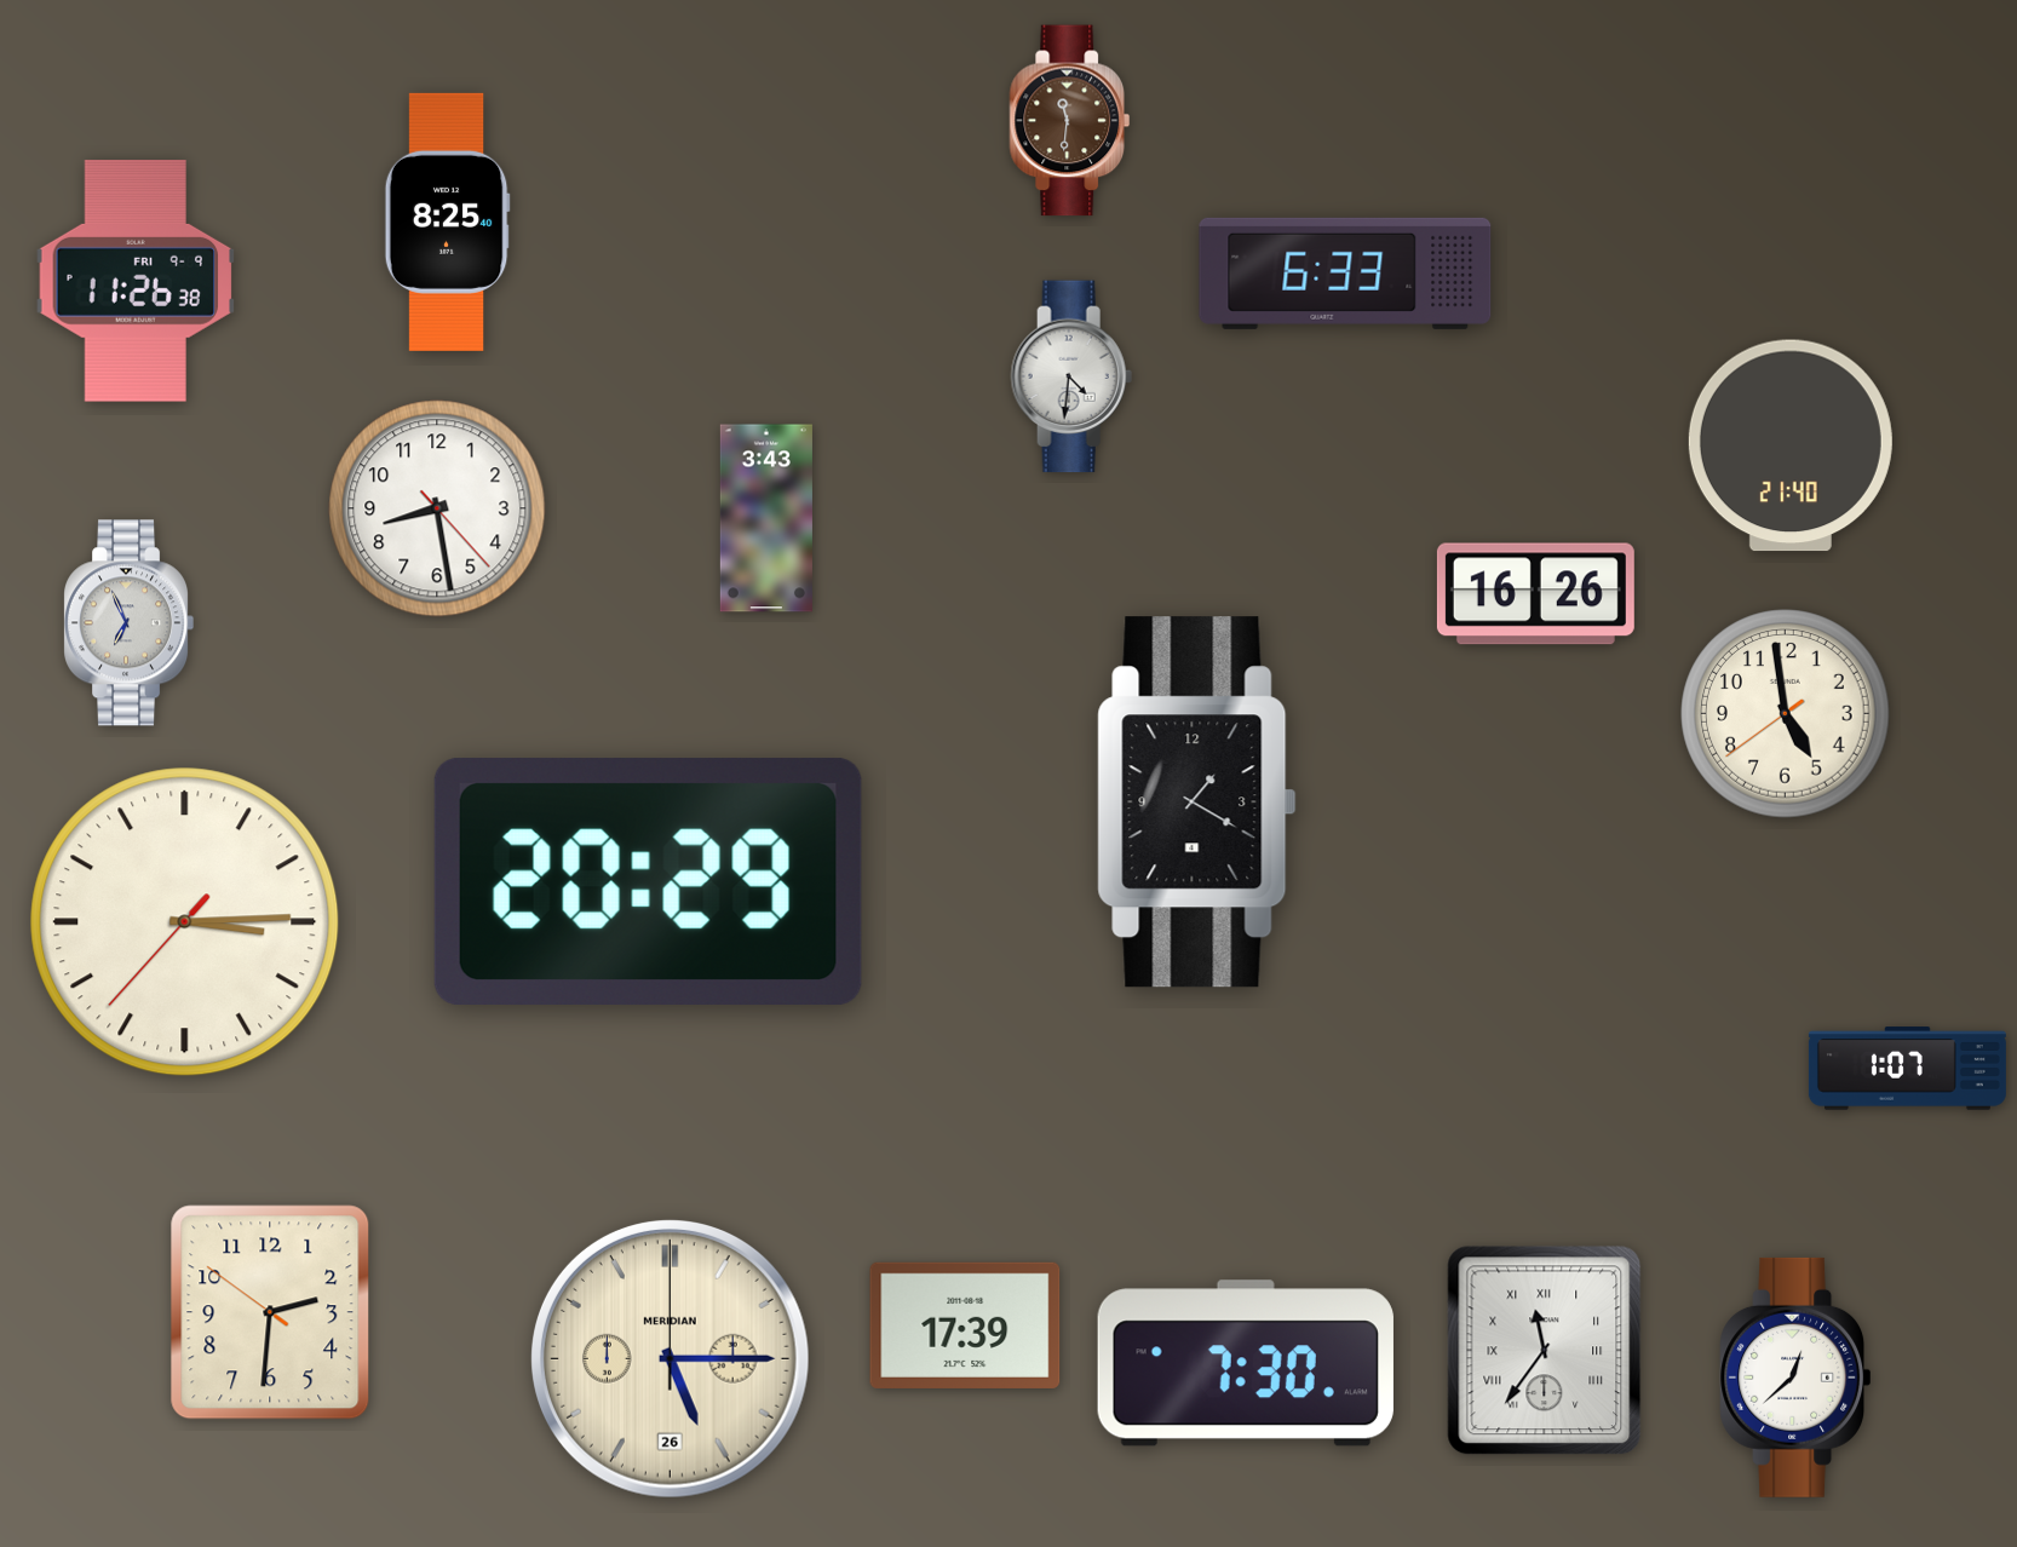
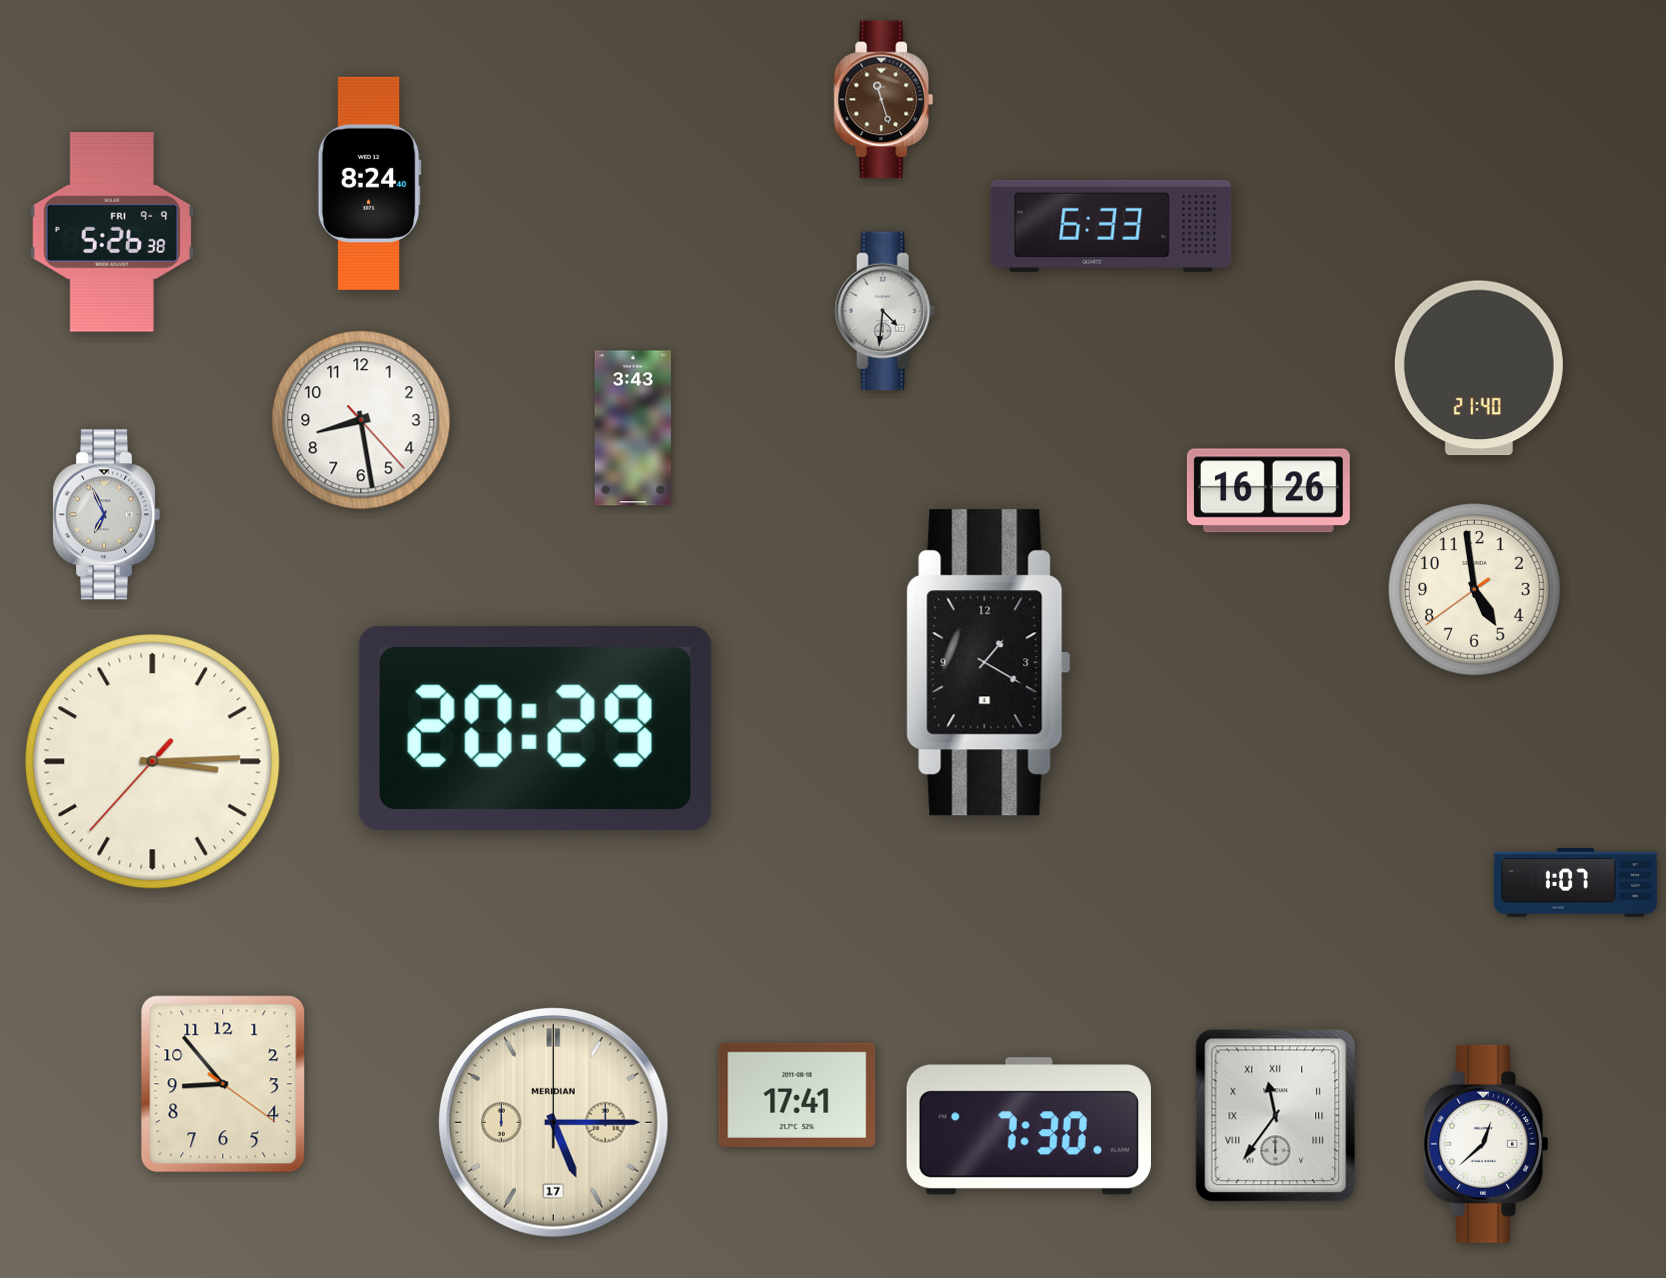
clock at (1070, 121): 11:31 -> 11:27
clock at (447, 222): 8:25 -> 8:24
clock at (136, 282): 11:26 -> 5:26
clock at (270, 1312): 2:30 -> 8:53
clock at (965, 1325): 17:39 -> 17:41
clock at (670, 1358) date: 26 -> 17
clock at (1795, 1378) position: (1795, 1378) -> (1486, 1144)
